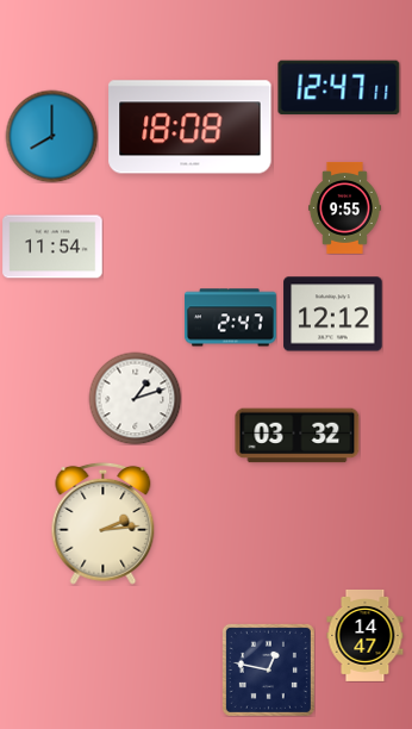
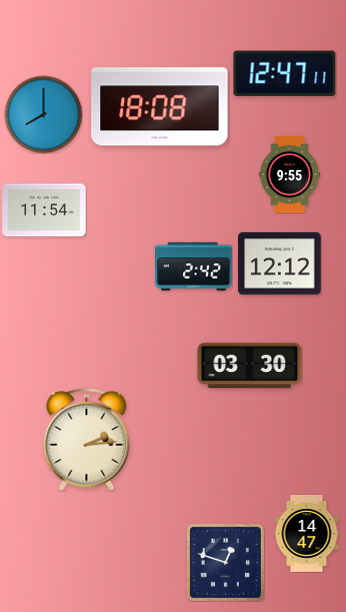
clock at (52, 247) position: (52, 247) -> (44, 210)
clock at (230, 318): 2:47 -> 2:42
clock at (135, 398): 1:12 -> none
clock at (298, 436): 03:32 -> 03:30
clock at (268, 669): 12:47 -> 12:48
